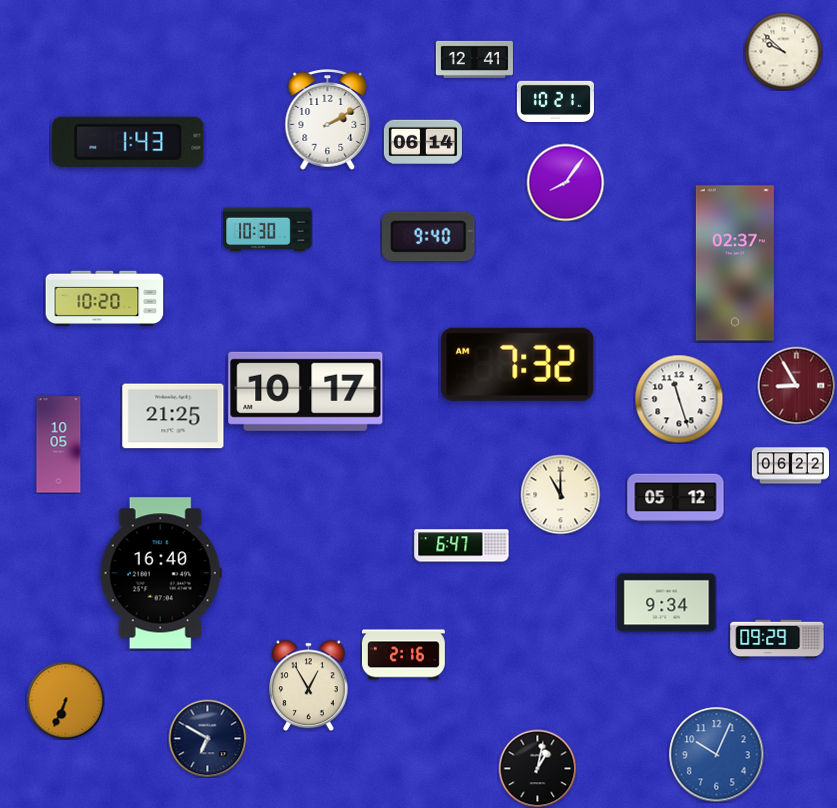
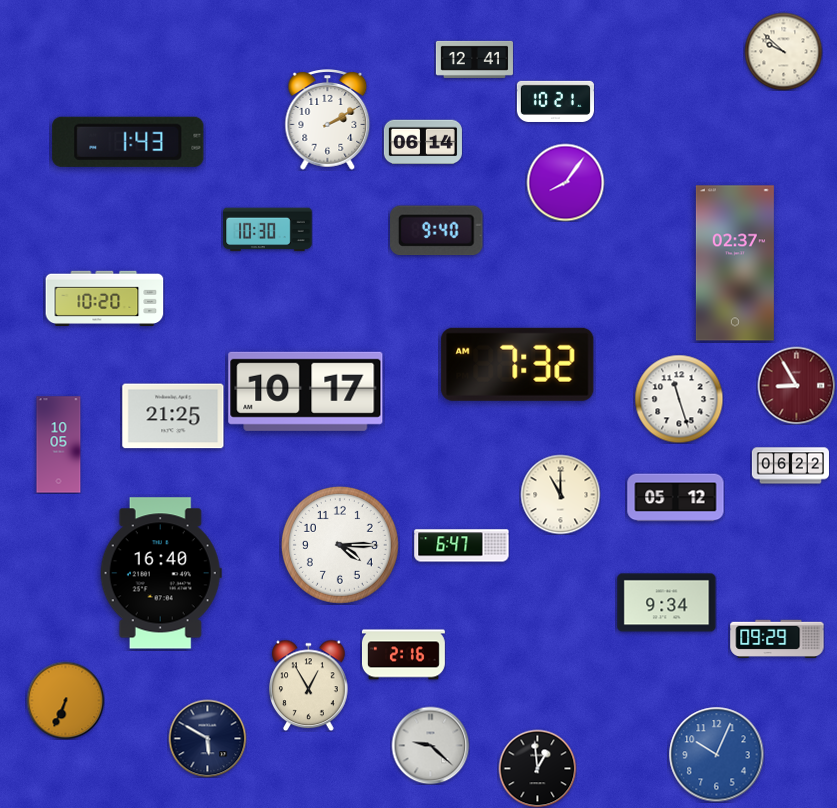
clock at (429, 237) position: (429, 237) -> (437, 231)
clock at (340, 545): none -> 4:15
clock at (207, 738): 6:50 -> 5:50
clock at (430, 745): none -> 9:22
clock at (537, 768): 1:02 -> 12:59
